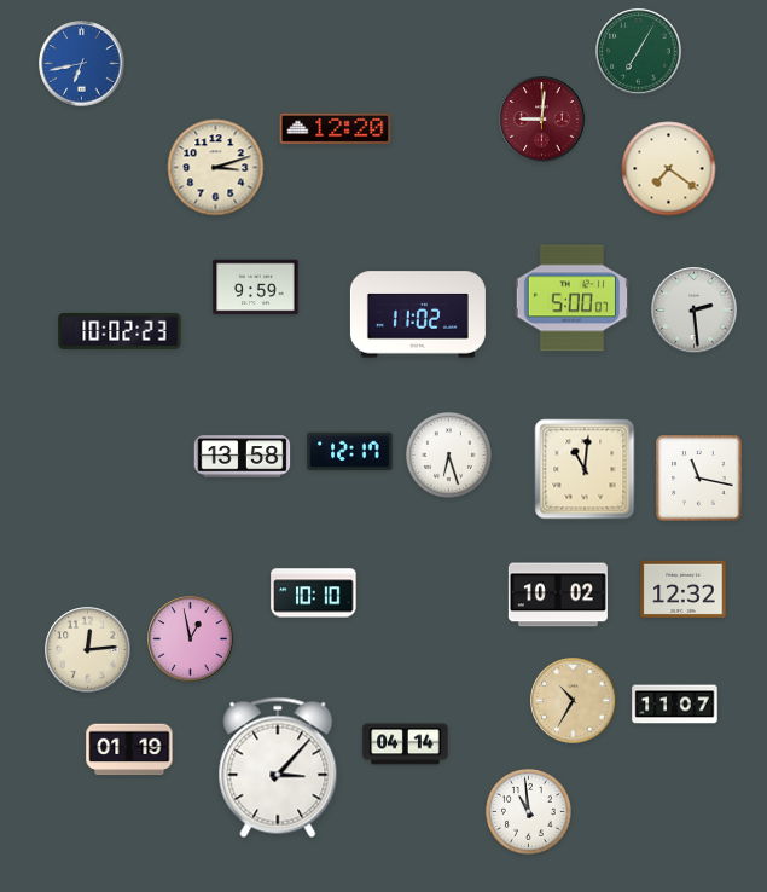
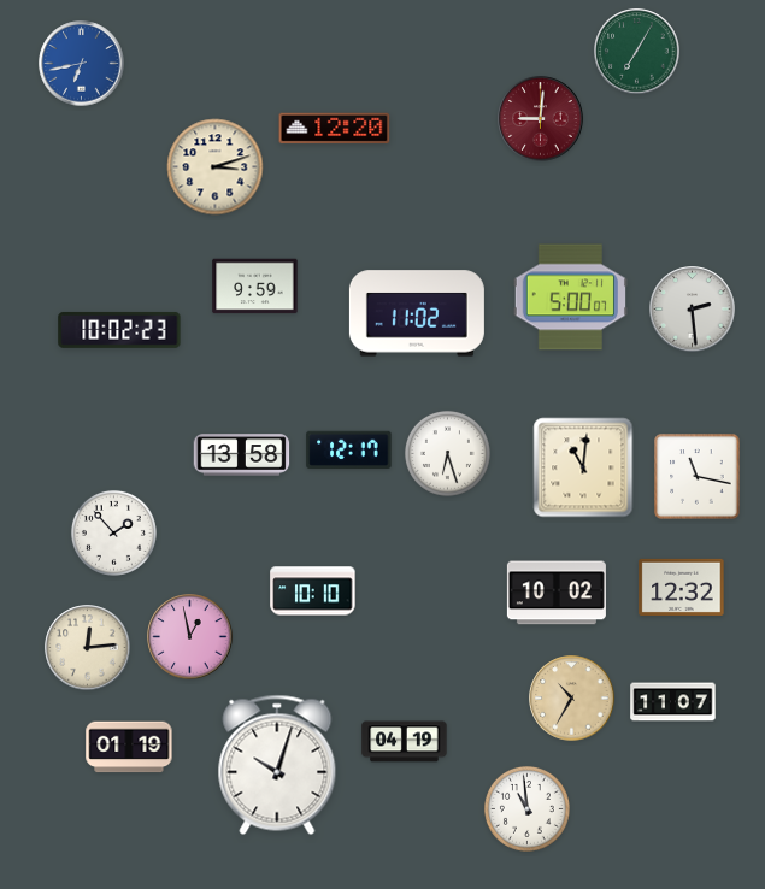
clock at (669, 169): 7:21 -> none
clock at (113, 532): none -> 1:53
clock at (406, 745): 04:14 -> 04:19
clock at (278, 768): 3:07 -> 10:03
